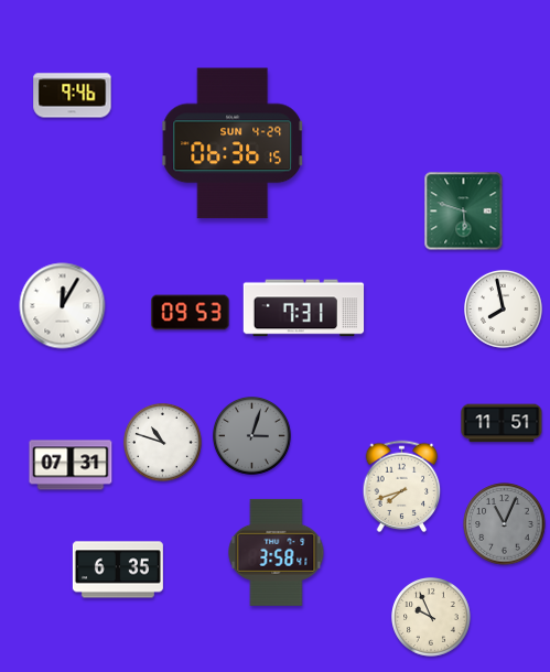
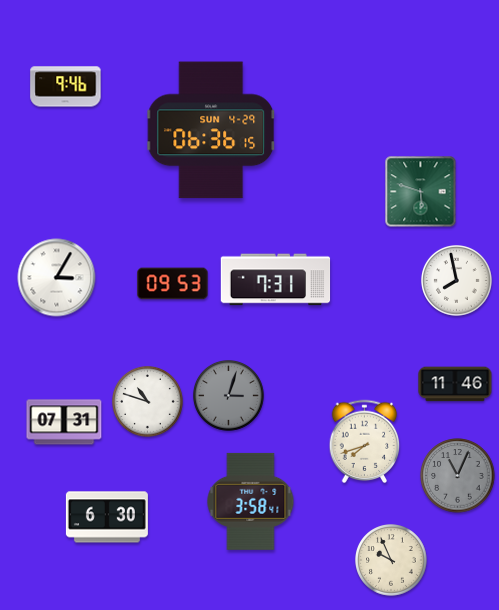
clock at (63, 306): 12:05 -> 3:05
clock at (502, 423): 11:51 -> 11:46
clock at (118, 570): 6:35 -> 6:30
